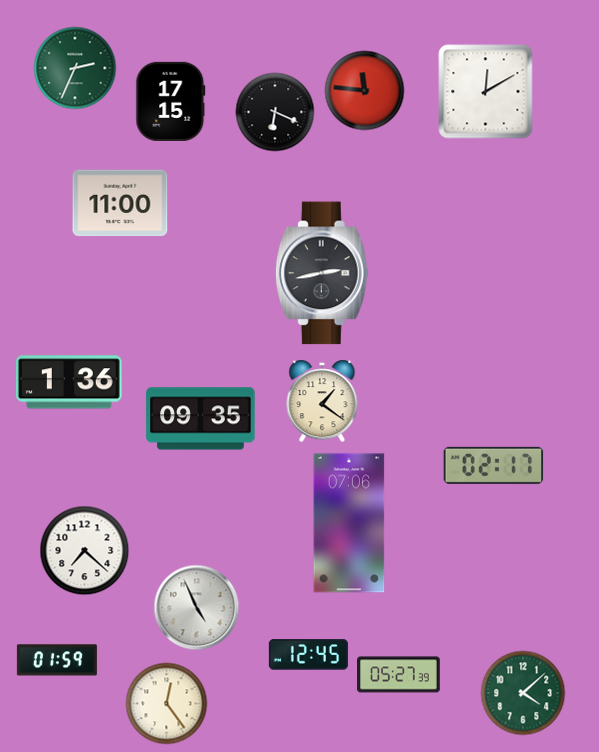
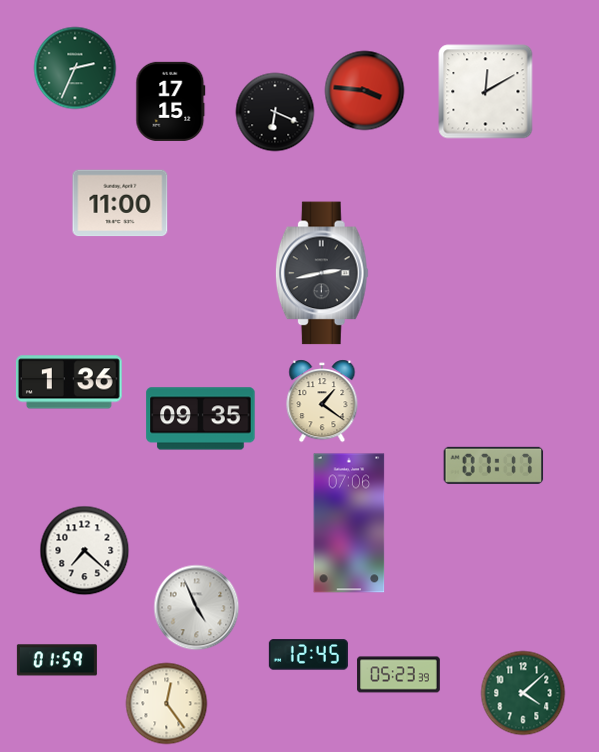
clock at (365, 91): 11:46 -> 3:46
clock at (494, 465): 02:17 -> 07:17
clock at (399, 675): 05:27 -> 05:23
